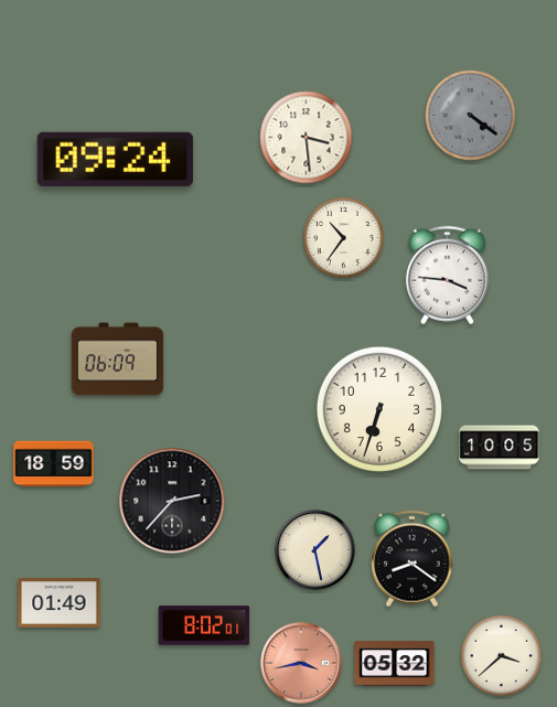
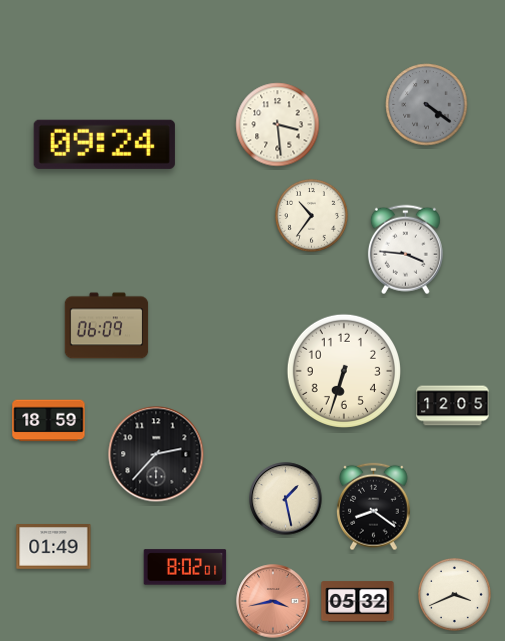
clock at (500, 448): 10:05 -> 12:05
clock at (501, 655): 3:38 -> 3:41
